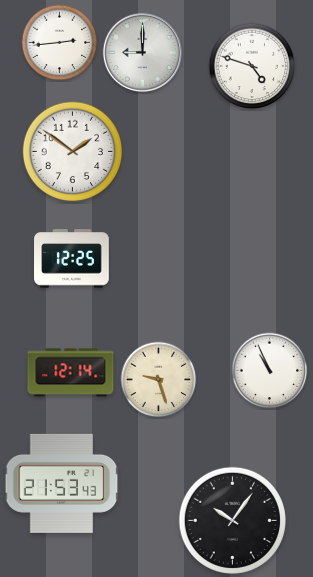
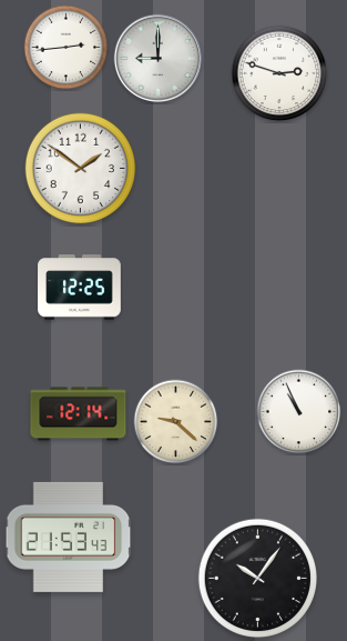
clock at (252, 66): 4:48 -> 2:48
clock at (159, 380): 9:27 -> 9:22
